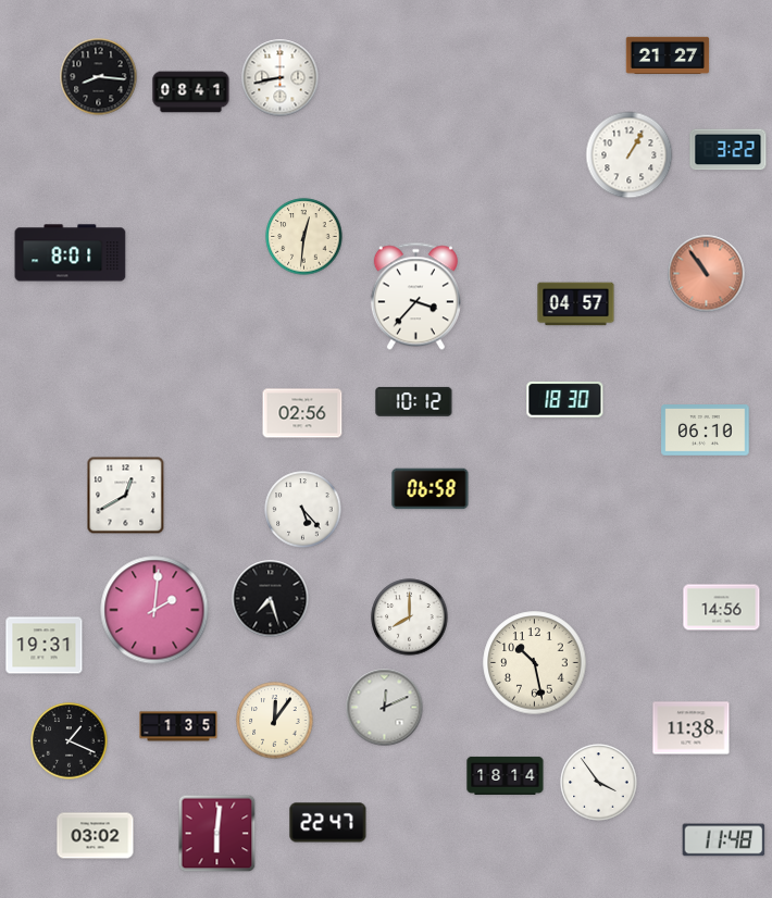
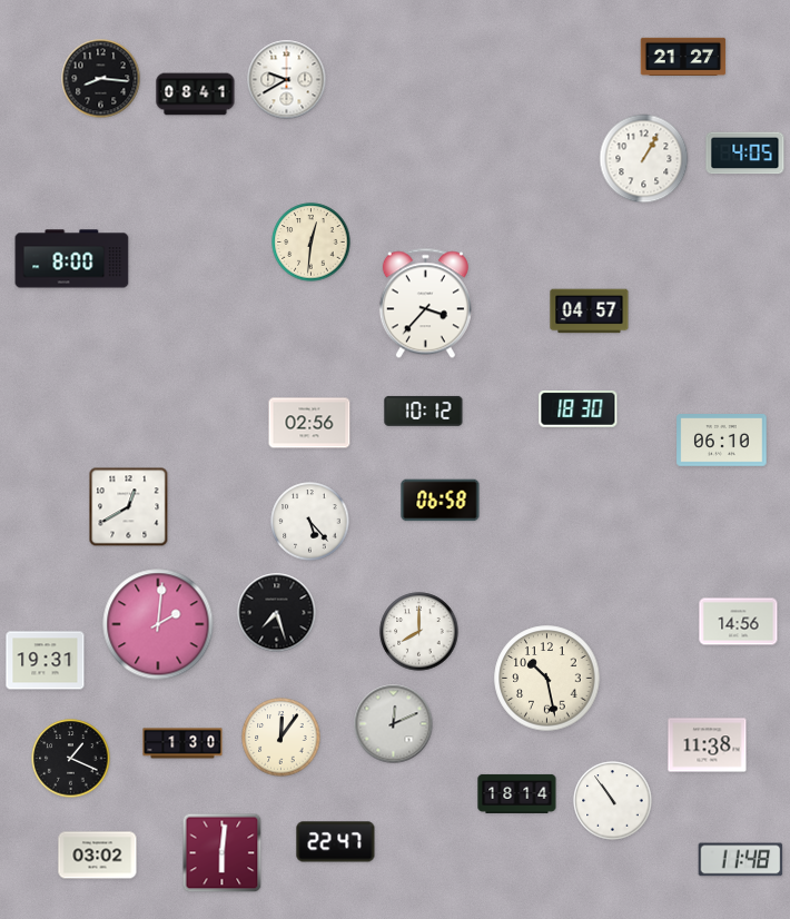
clock at (281, 78): 8:43 -> 9:40
clock at (729, 150): 3:22 -> 4:05
clock at (71, 253): 8:01 -> 8:00
clock at (707, 274): 10:54 -> none
clock at (178, 726): 1:35 -> 1:30
clock at (599, 783): 3:54 -> 10:54
